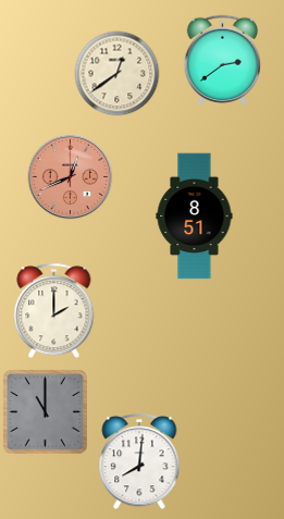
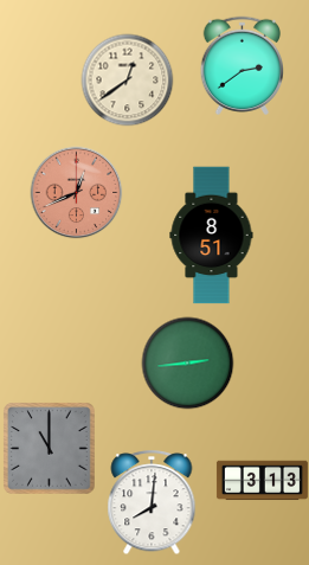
clock at (54, 310): 2:00 -> none
clock at (187, 362): none -> 2:44
clock at (262, 481): none -> 3:13
